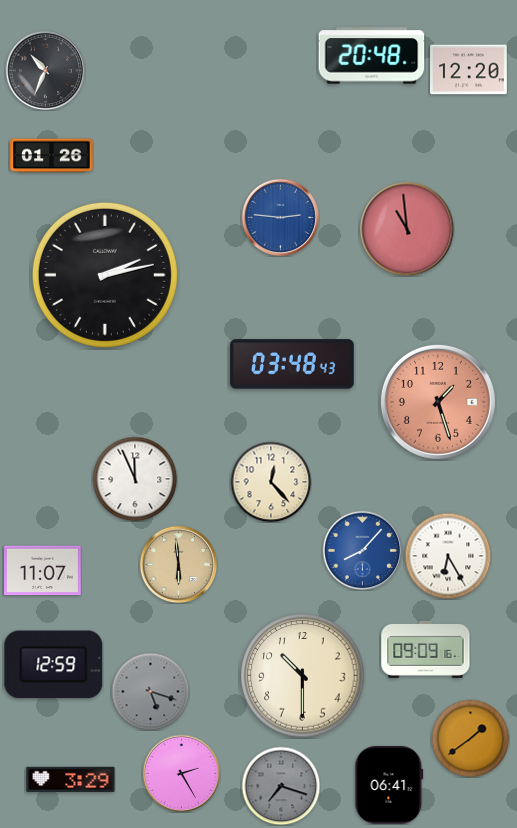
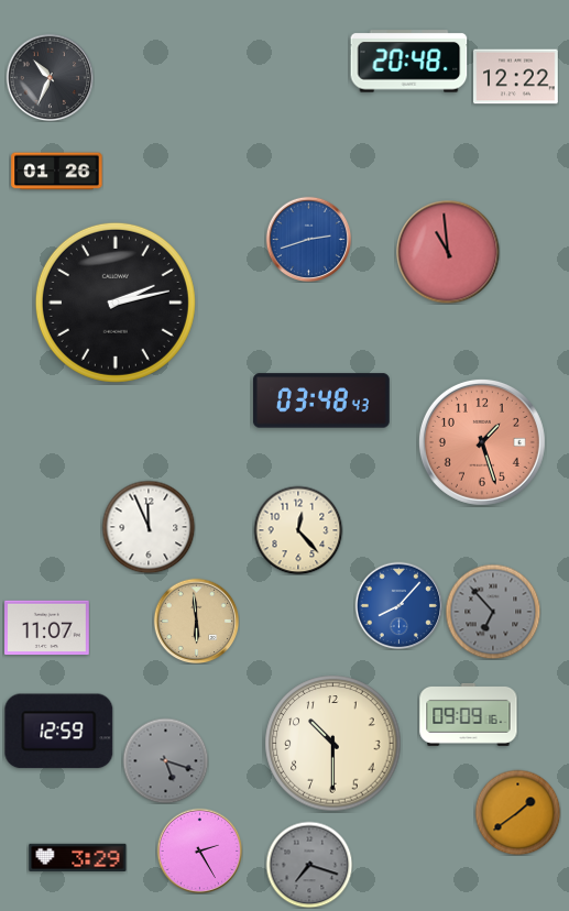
clock at (469, 70): 12:20 -> 12:22
clock at (280, 217): 2:46 -> 2:42
clock at (448, 556): 6:25 -> 6:53
clock at (448, 556) dial: white -> grey
clock at (389, 785): 06:41 -> none
